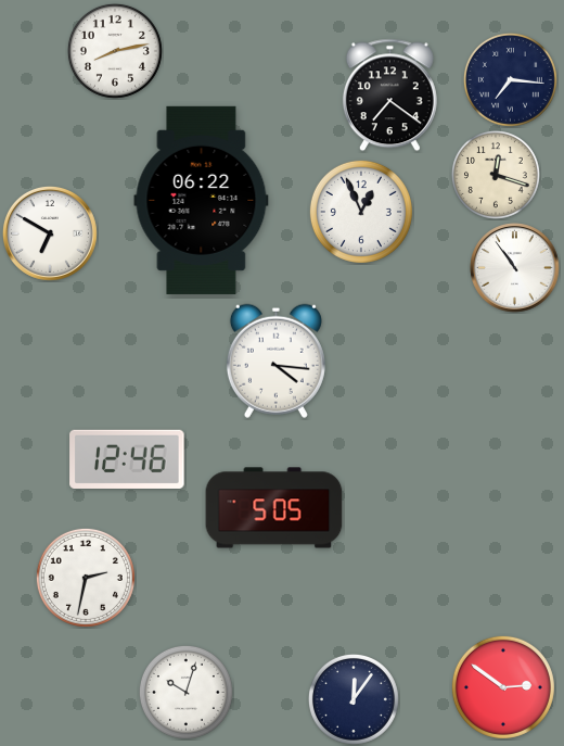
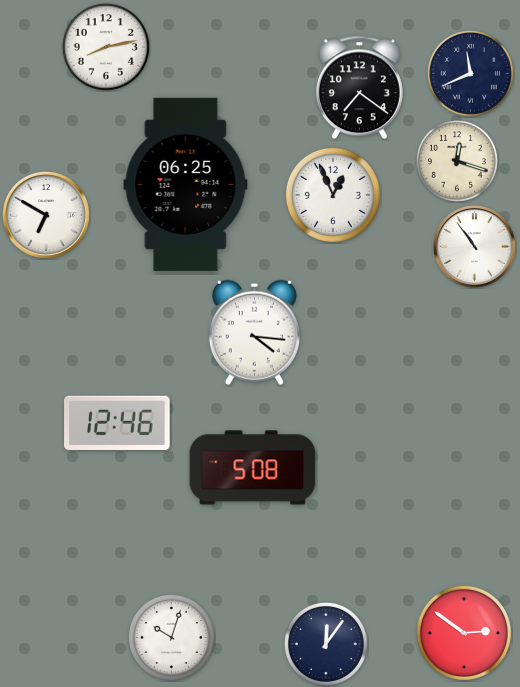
clock at (510, 79): 7:16 -> 11:41
clock at (202, 200): 06:22 -> 06:25
clock at (274, 508): 5:05 -> 5:08
clock at (86, 578): 2:32 -> none
